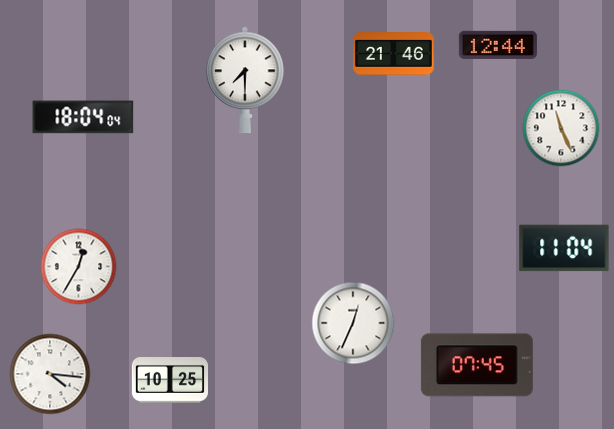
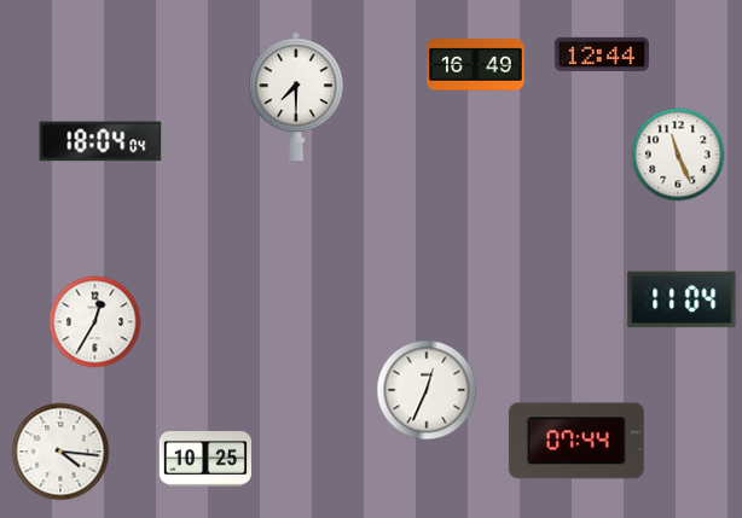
clock at (394, 54): 21:46 -> 16:49
clock at (477, 365): 07:45 -> 07:44
